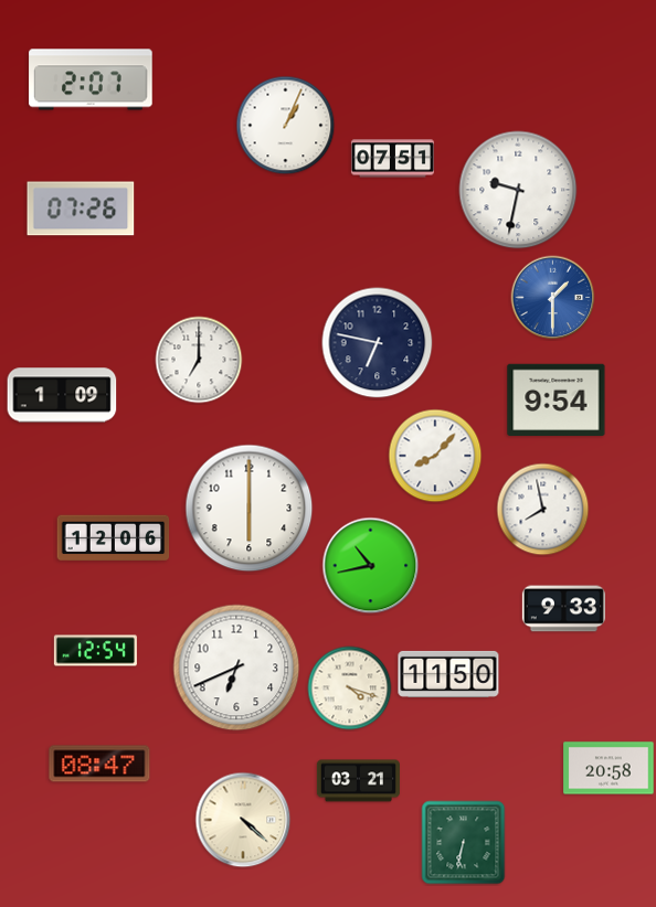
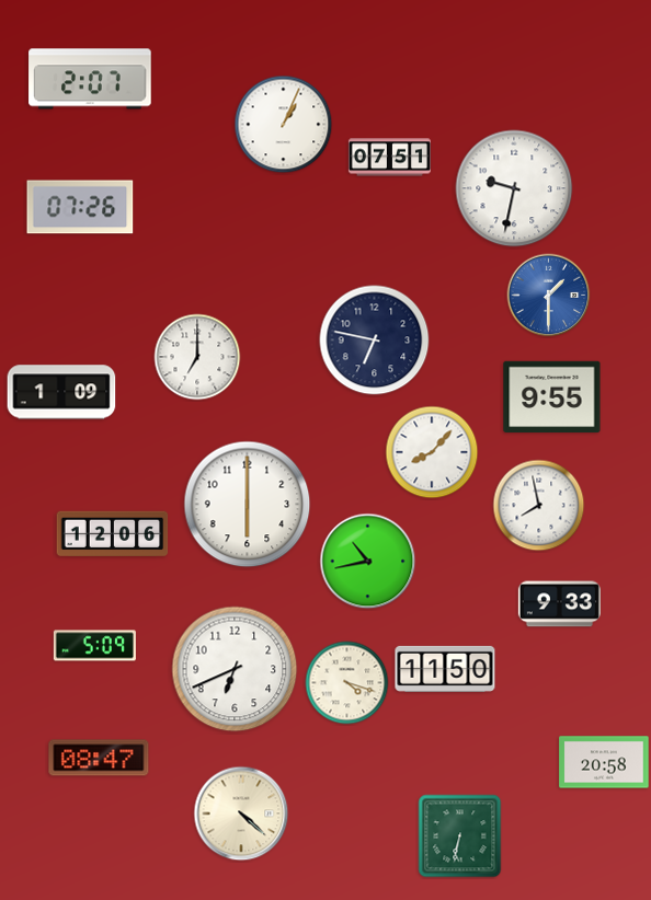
clock at (557, 399): 9:54 -> 9:55
clock at (95, 651): 12:54 -> 5:09
clock at (236, 668) position: (236, 668) -> (235, 669)
clock at (358, 781): 03:21 -> none
